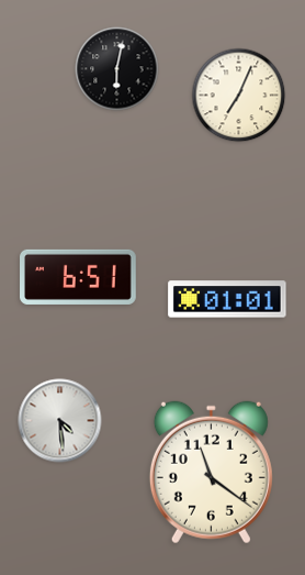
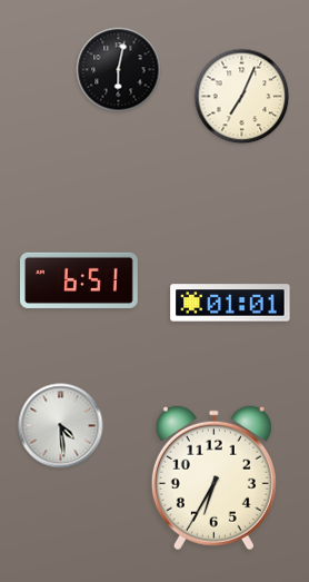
clock at (211, 473): 11:21 -> 6:35
